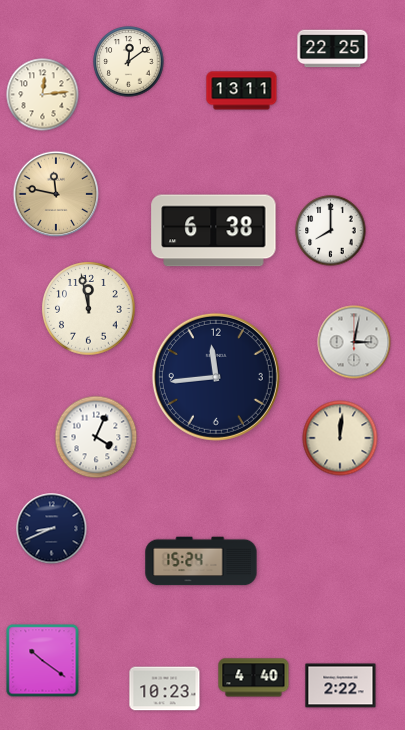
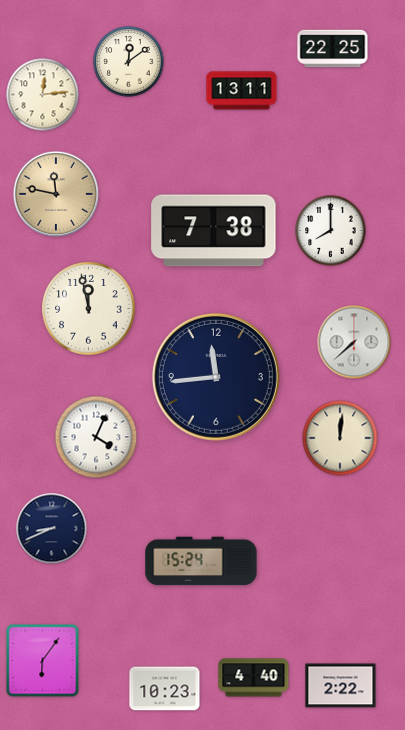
clock at (214, 231): 6:38 -> 7:38
clock at (354, 342): 3:02 -> 7:38
clock at (43, 661): 10:21 -> 6:06
